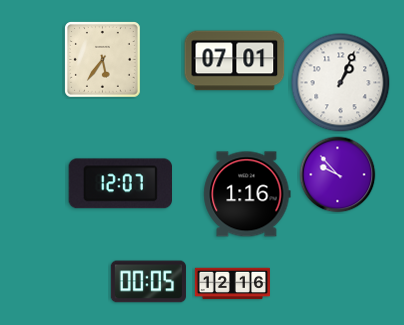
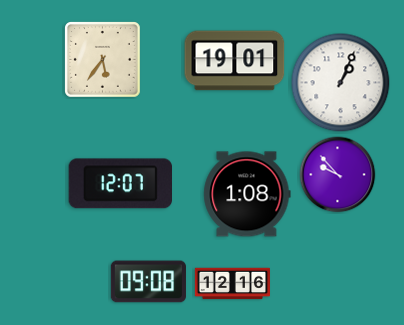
clock at (235, 61): 07:01 -> 19:01
clock at (247, 194): 1:16 -> 1:08
clock at (148, 282): 00:05 -> 09:08
